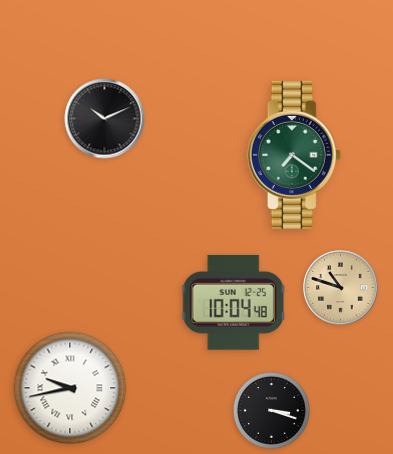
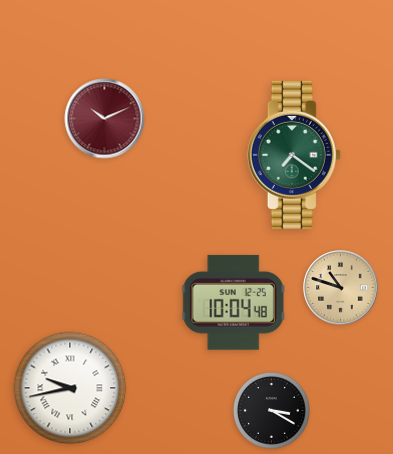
clock at (105, 119) dial: black -> burgundy
clock at (272, 411): 3:18 -> 3:20
